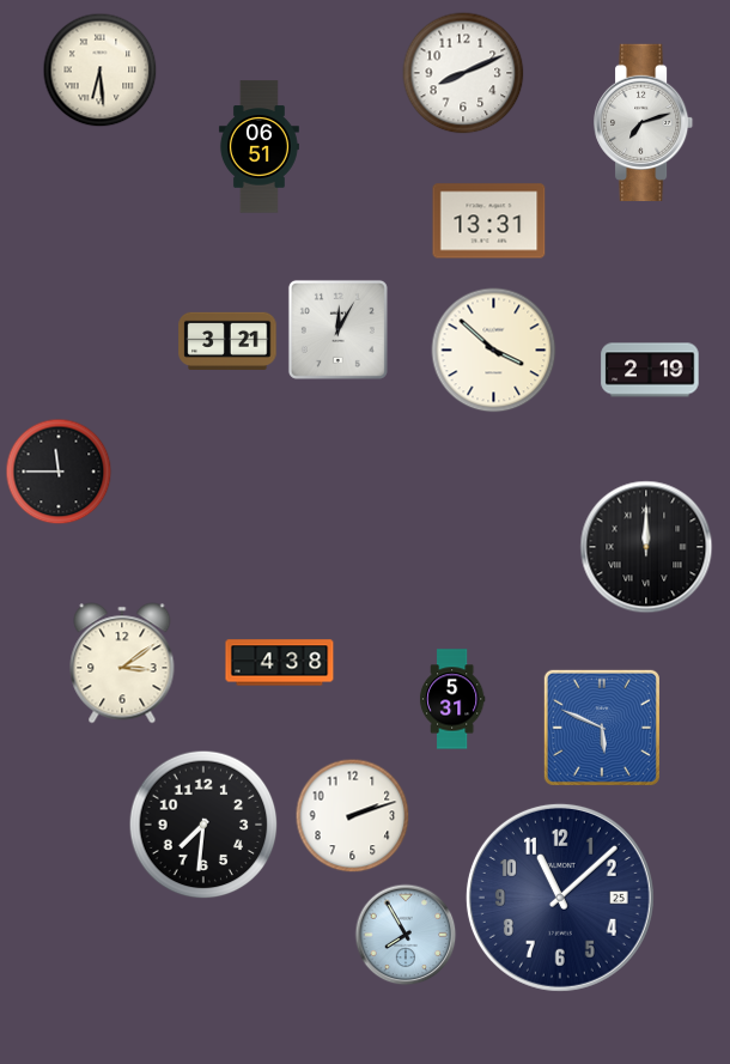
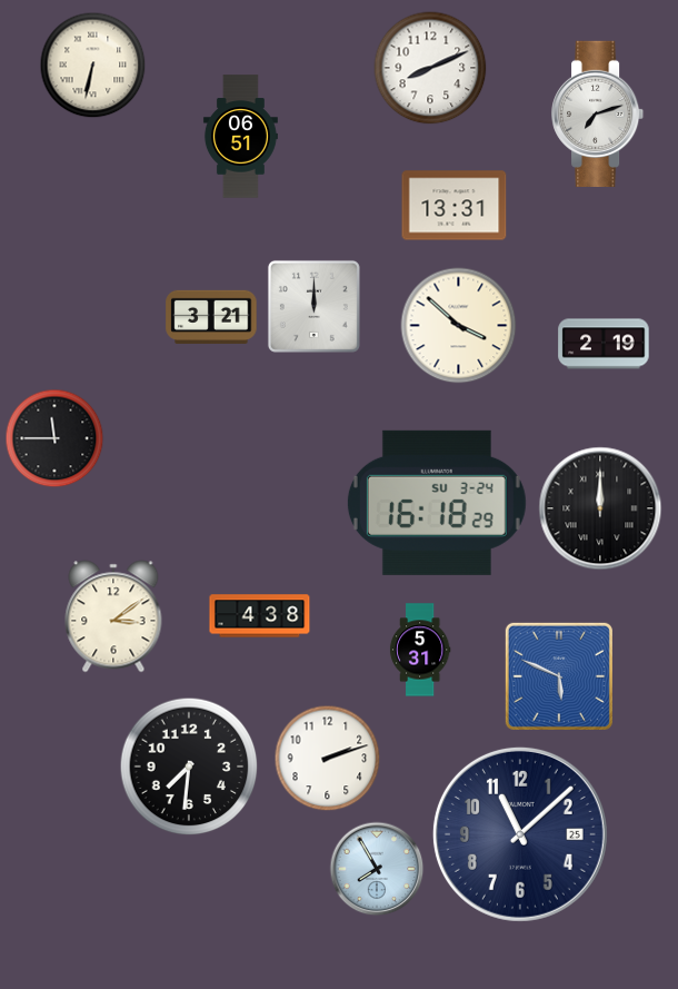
clock at (101, 71): 6:29 -> 6:32
clock at (337, 329): 12:05 -> 12:00
clock at (437, 503): none -> 16:18
